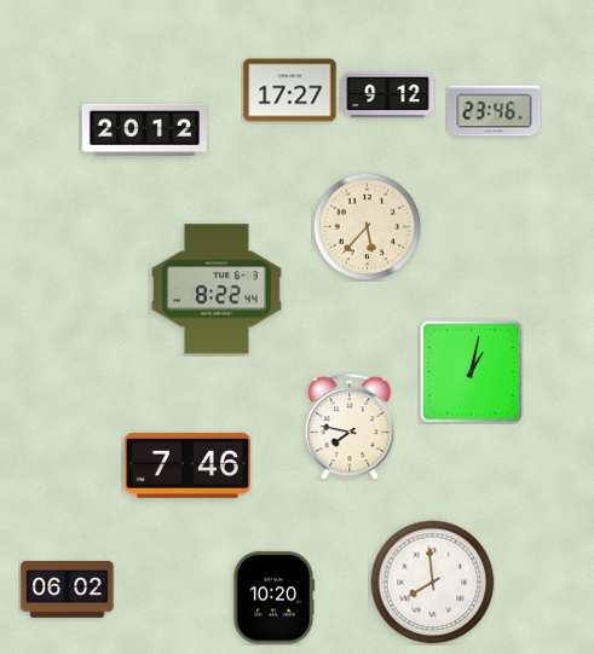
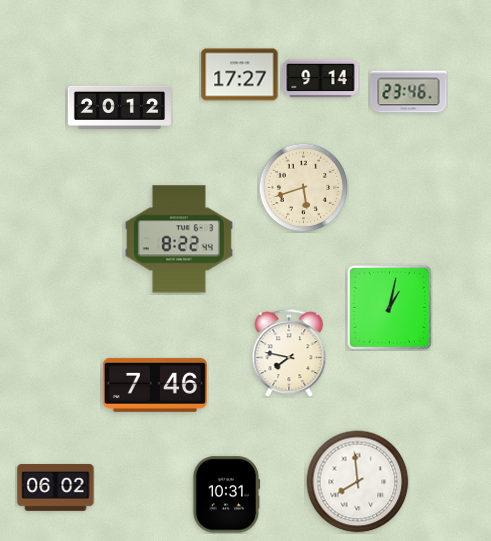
clock at (388, 96): 9:12 -> 9:14
clock at (367, 226): 5:37 -> 5:42
clock at (273, 598): 10:20 -> 10:31
